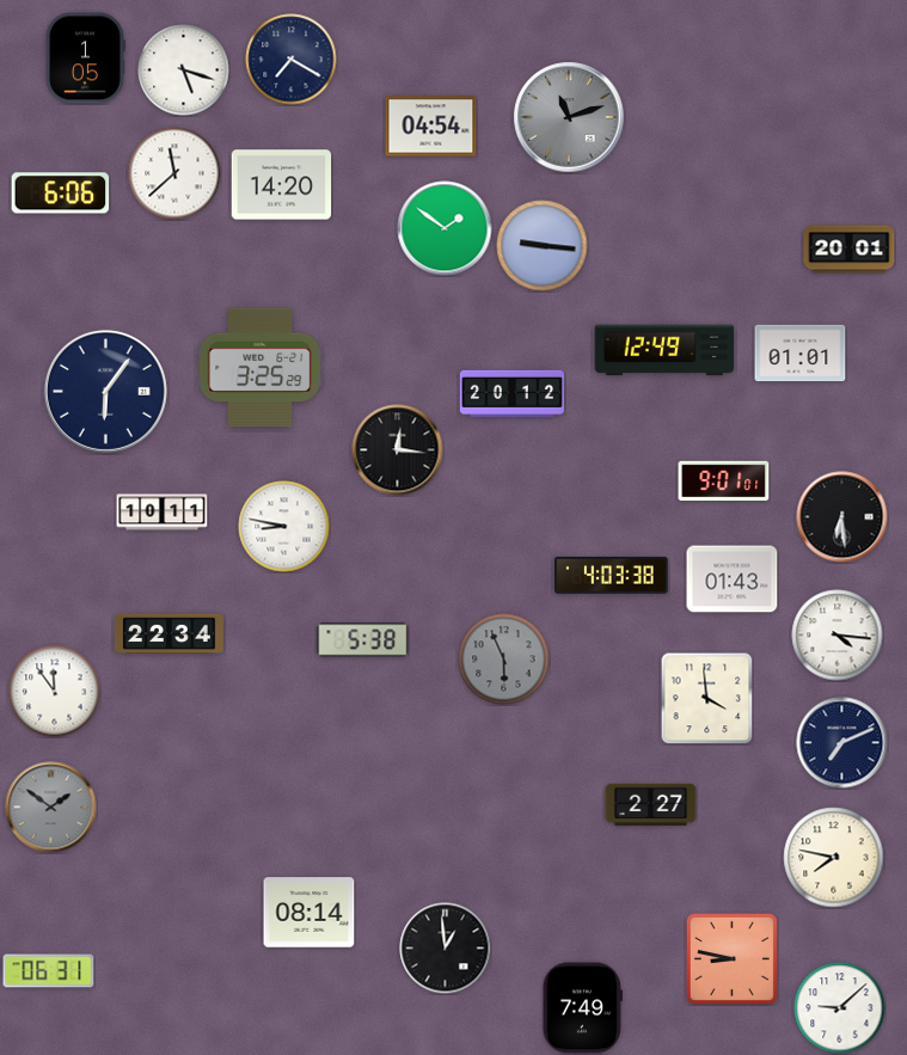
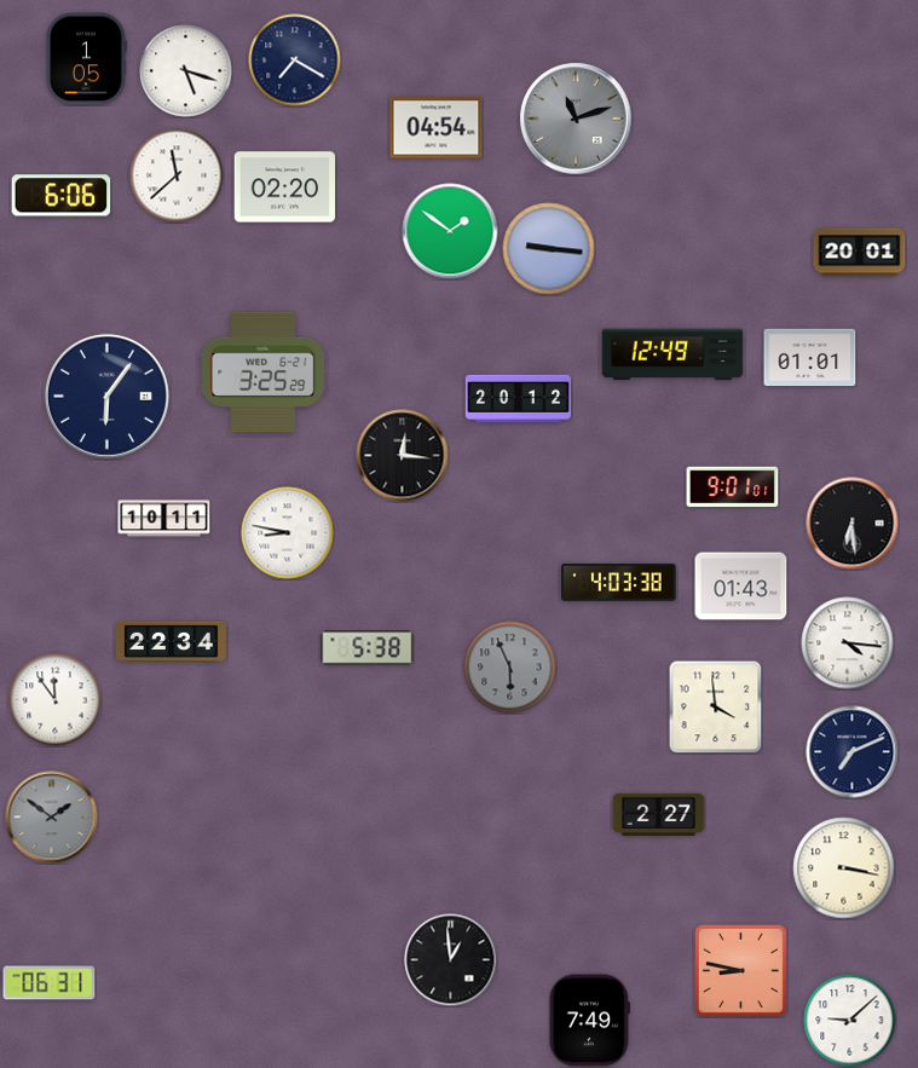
clock at (282, 185): 14:20 -> 02:20
clock at (834, 858): 7:47 -> 3:17
clock at (310, 913): 08:14 -> none
